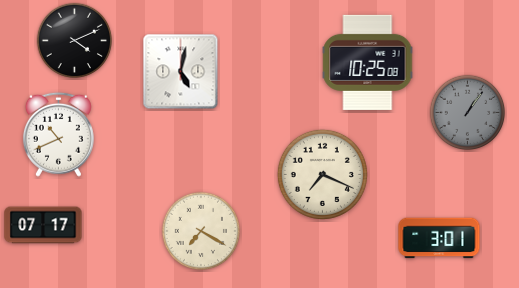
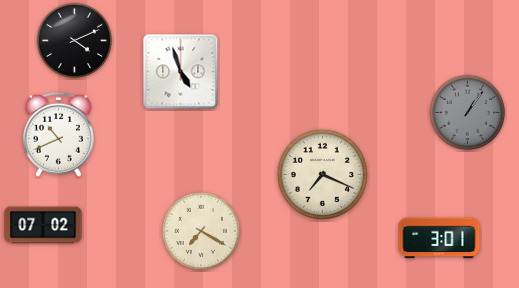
clock at (368, 62): 10:25 -> none
clock at (181, 72): 5:02 -> 4:57
clock at (43, 225): 07:17 -> 07:02
